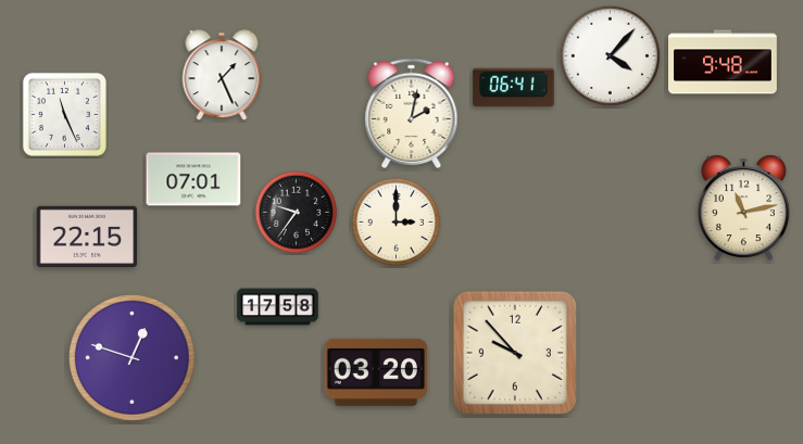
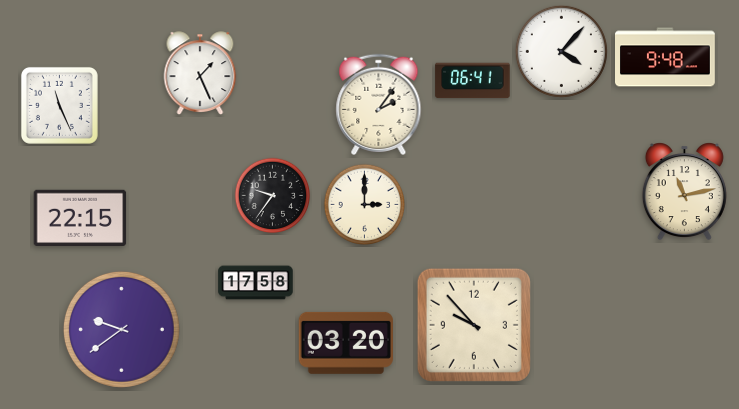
clock at (222, 75) position: (222, 75) -> (200, 73)
clock at (412, 113): 2:02 -> 2:06
clock at (193, 179): 07:01 -> none
clock at (131, 357): 12:48 -> 9:39
